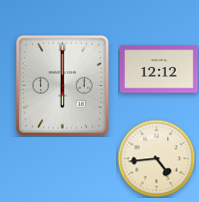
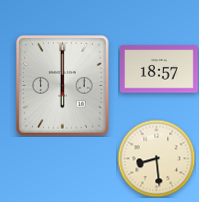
clock at (160, 69): 12:12 -> 18:57
clock at (156, 158): 4:44 -> 8:29
